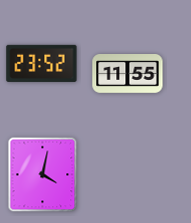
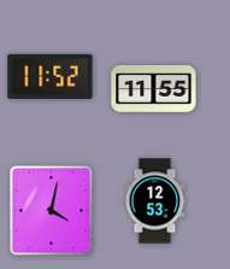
clock at (42, 63): 23:52 -> 11:52
clock at (155, 201): none -> 12:53
